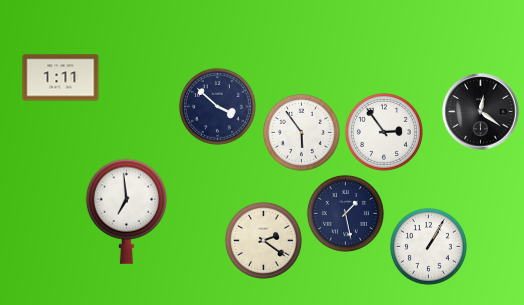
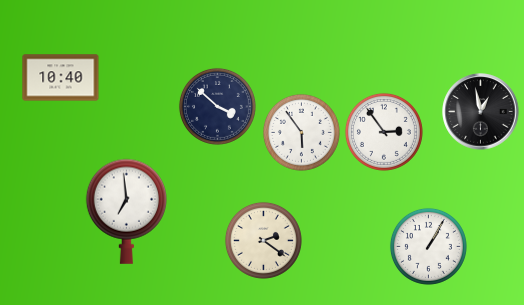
clock at (61, 78): 1:11 -> 10:40
clock at (481, 112): 12:21 -> 12:58
clock at (345, 213): 1:28 -> none
